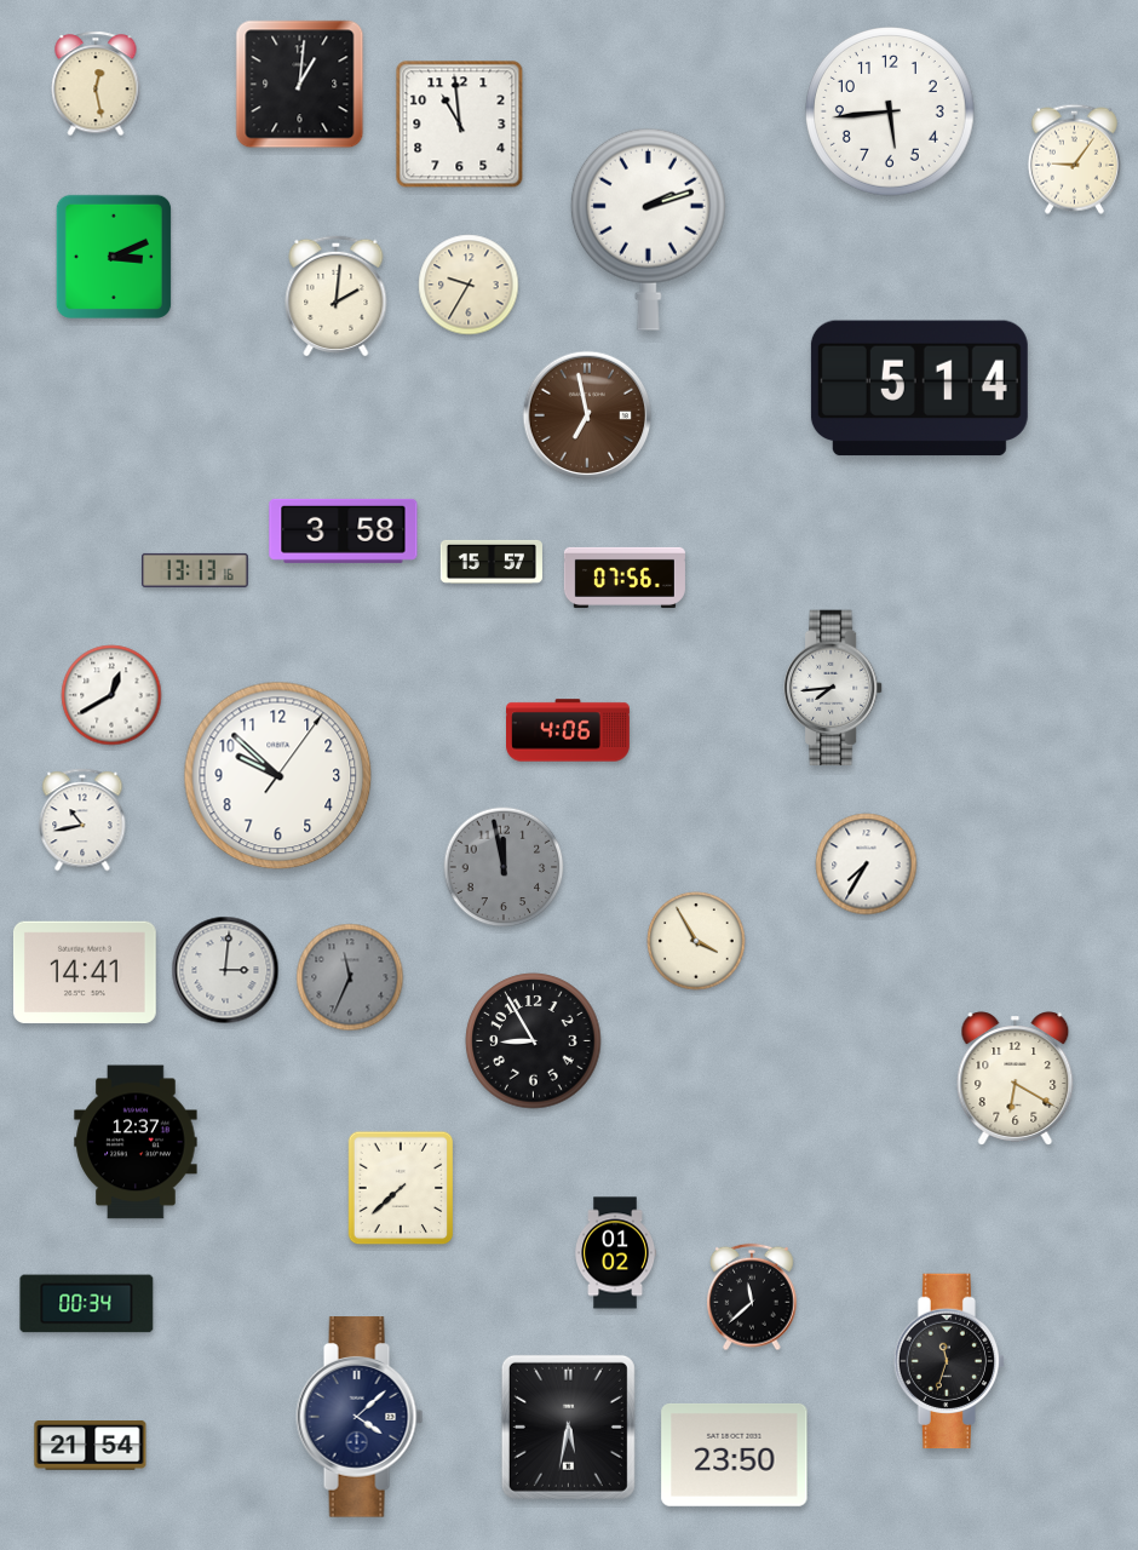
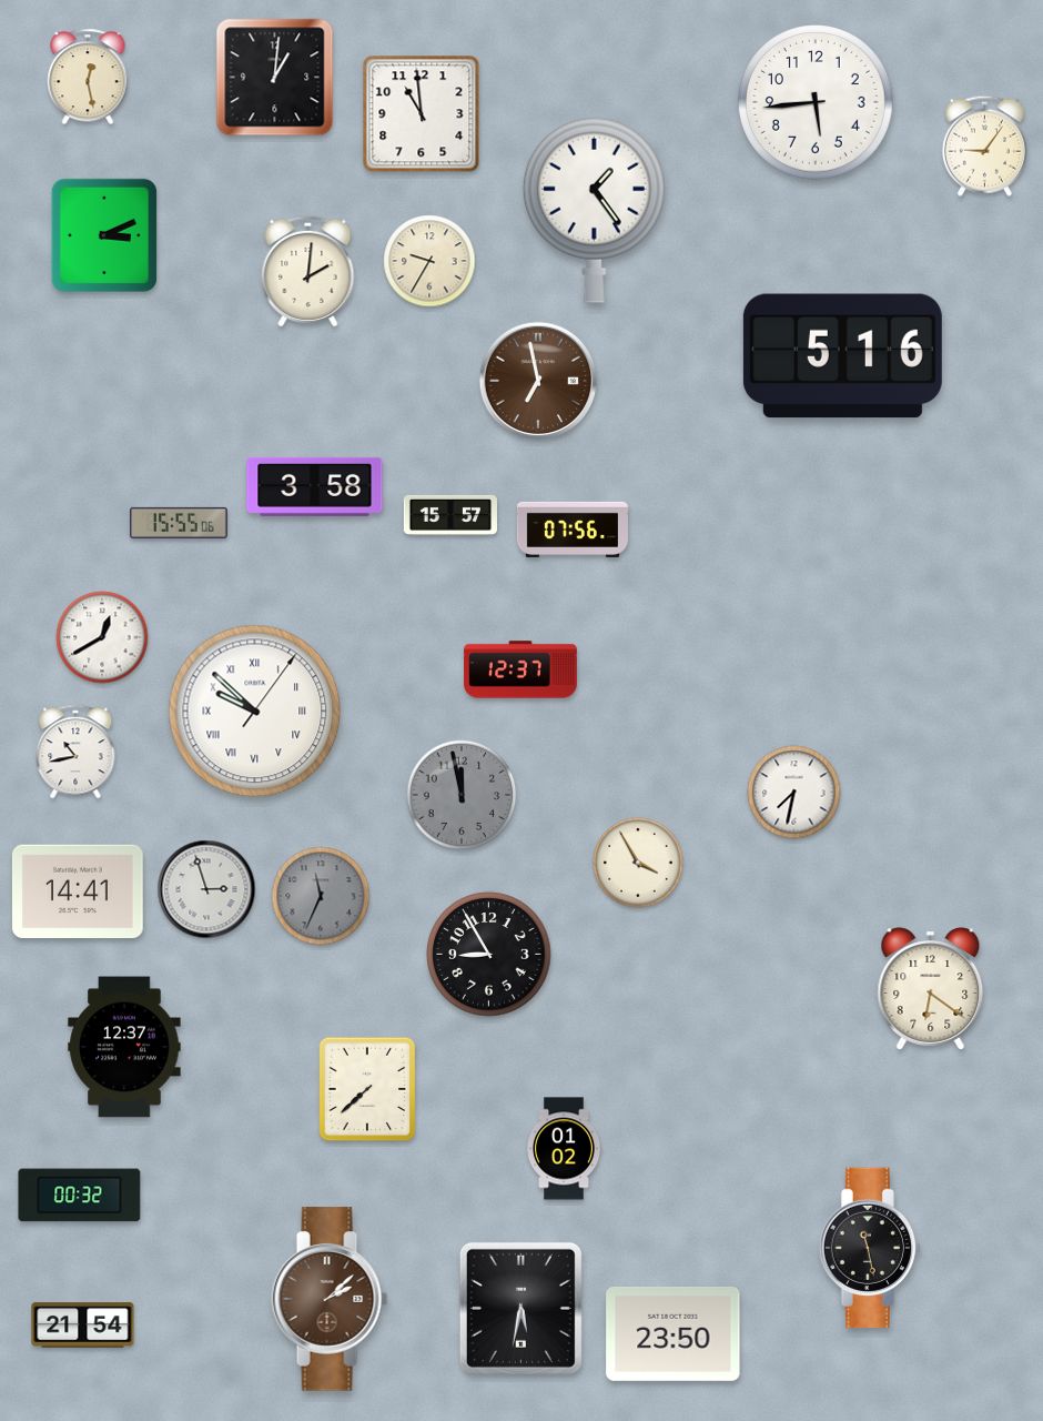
clock at (648, 229): 2:12 -> 1:24
clock at (919, 389): 5:14 -> 5:16
clock at (195, 570): 13:13 -> 15:55
clock at (834, 688): 7:44 -> none
clock at (569, 730): 4:06 -> 12:37
clock at (278, 776) numerals: Arabic -> Roman
clock at (867, 865): 7:35 -> 7:32
clock at (225, 970): 3:01 -> 2:57
clock at (1016, 1079): 6:20 -> 6:21
clock at (753, 1297): 11:38 -> none
clock at (87, 1304): 00:34 -> 00:32
clock at (948, 1361): 11:33 -> 11:28
clock at (360, 1417): 4:08 -> 2:08
clock at (360, 1417) dial: navy -> brown
